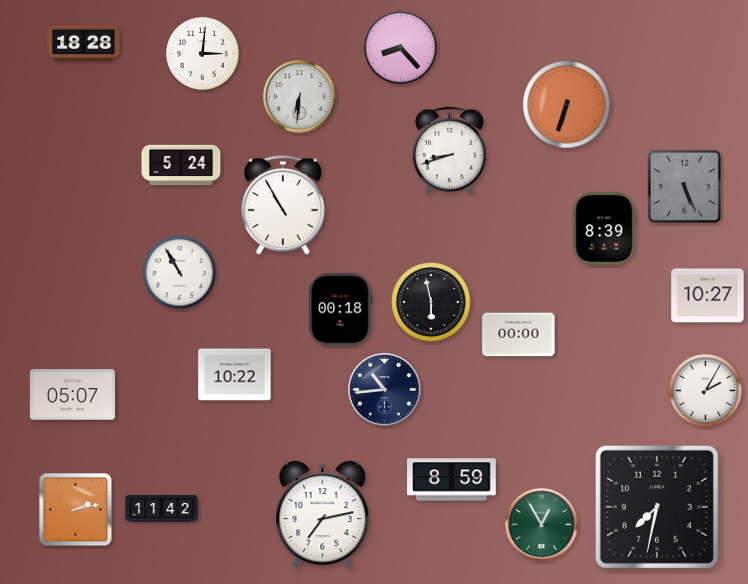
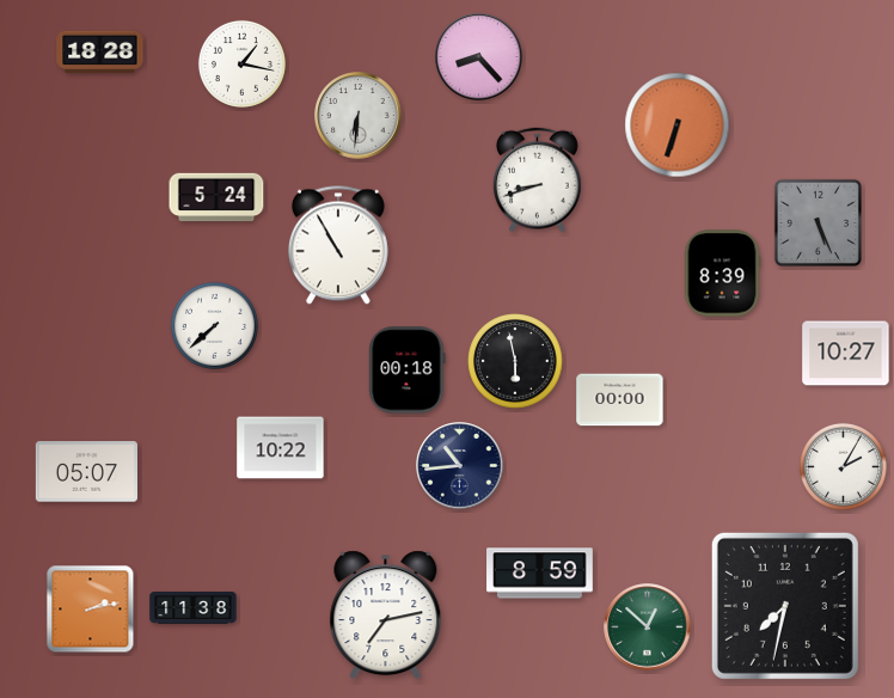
clock at (202, 53): 3:01 -> 1:17
clock at (179, 272): 10:55 -> 7:38
clock at (162, 509): 11:42 -> 11:38
clock at (542, 525): 12:55 -> 12:52
